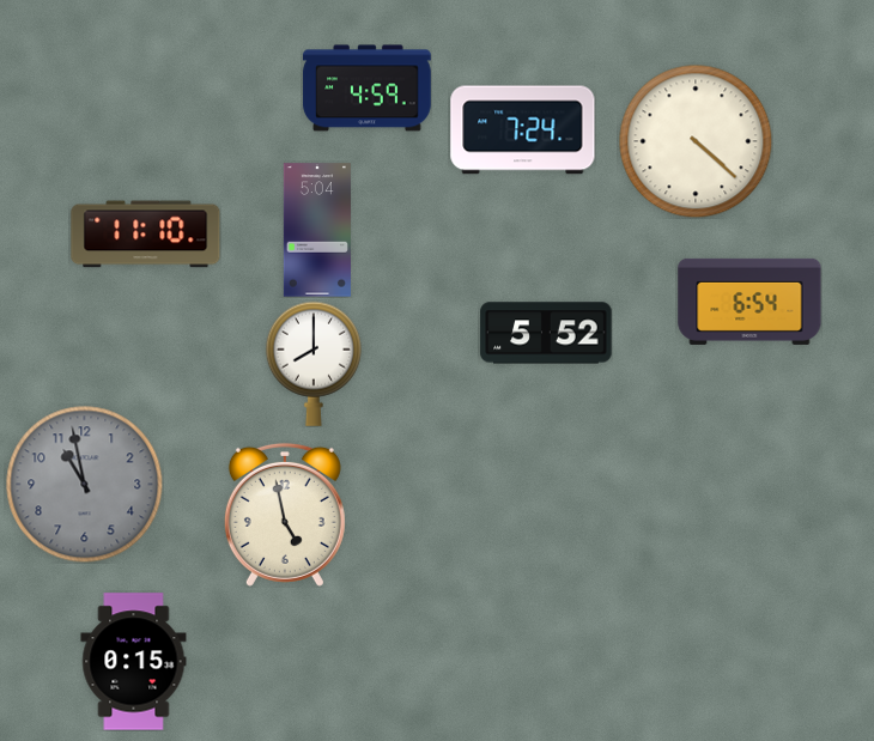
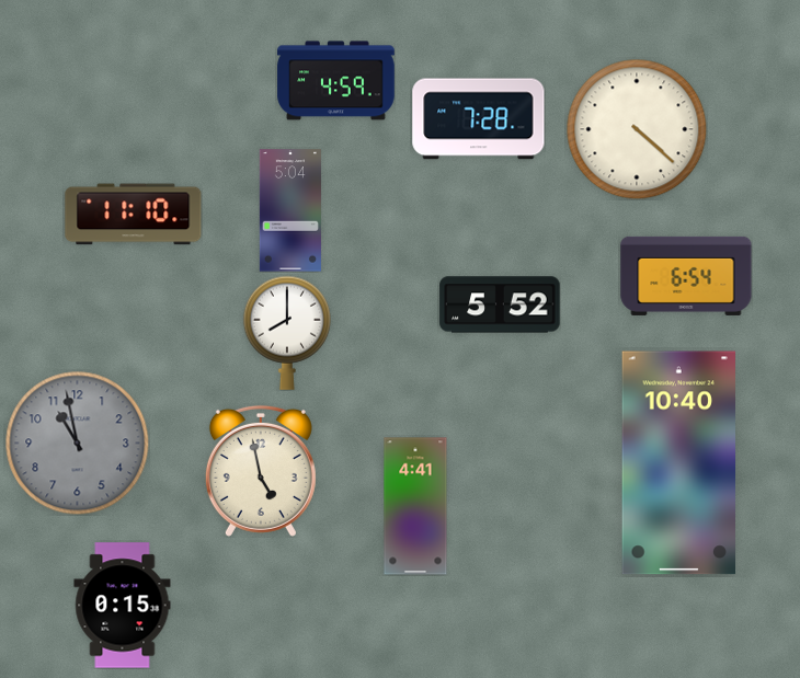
clock at (523, 130): 7:24 -> 7:28
clock at (679, 463): none -> 10:40
clock at (415, 506): none -> 4:41
